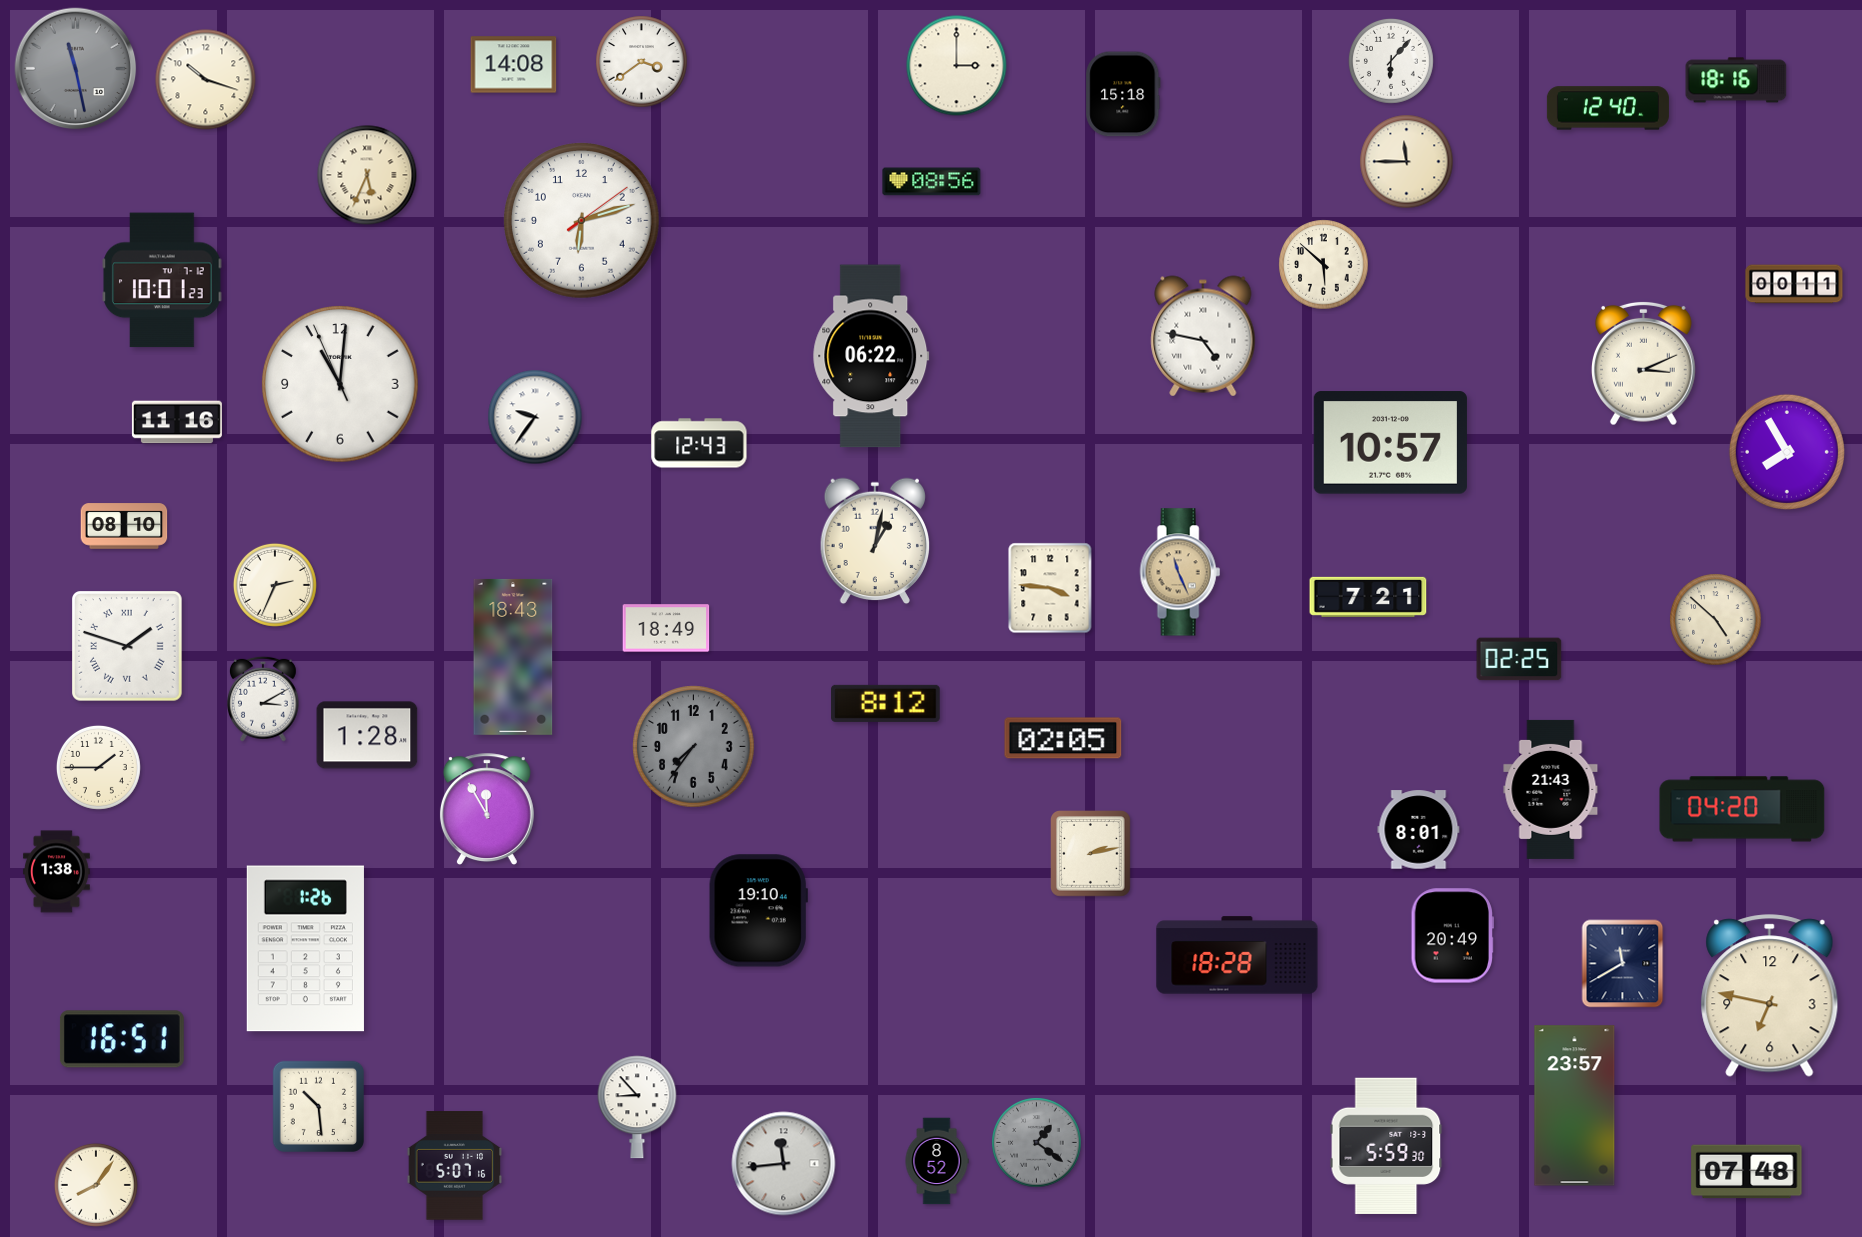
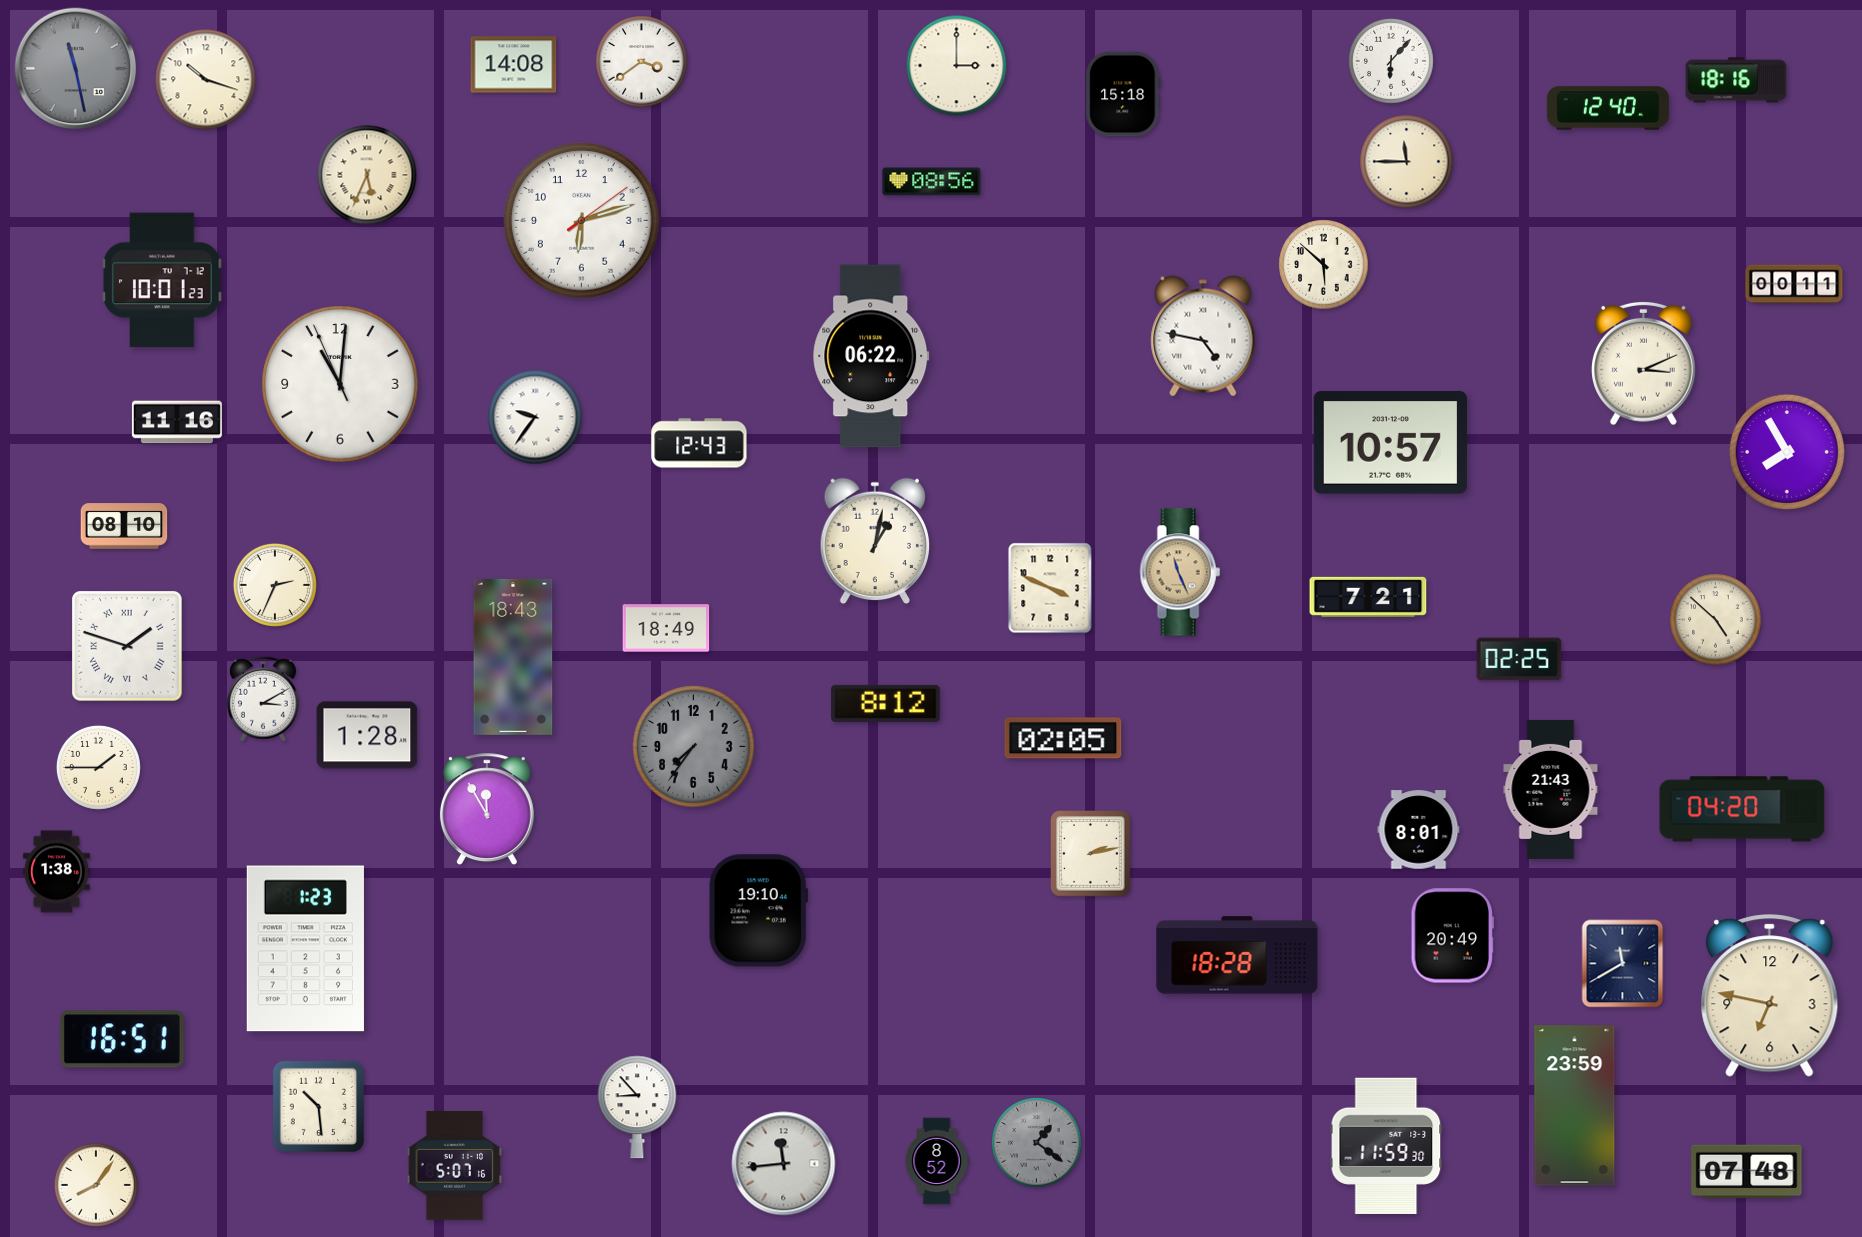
clock at (1050, 588): 3:46 -> 3:49
clock at (305, 949): 1:26 -> 1:23
clock at (1575, 1106): 23:57 -> 23:59
clock at (1386, 1145): 5:59 -> 11:59
